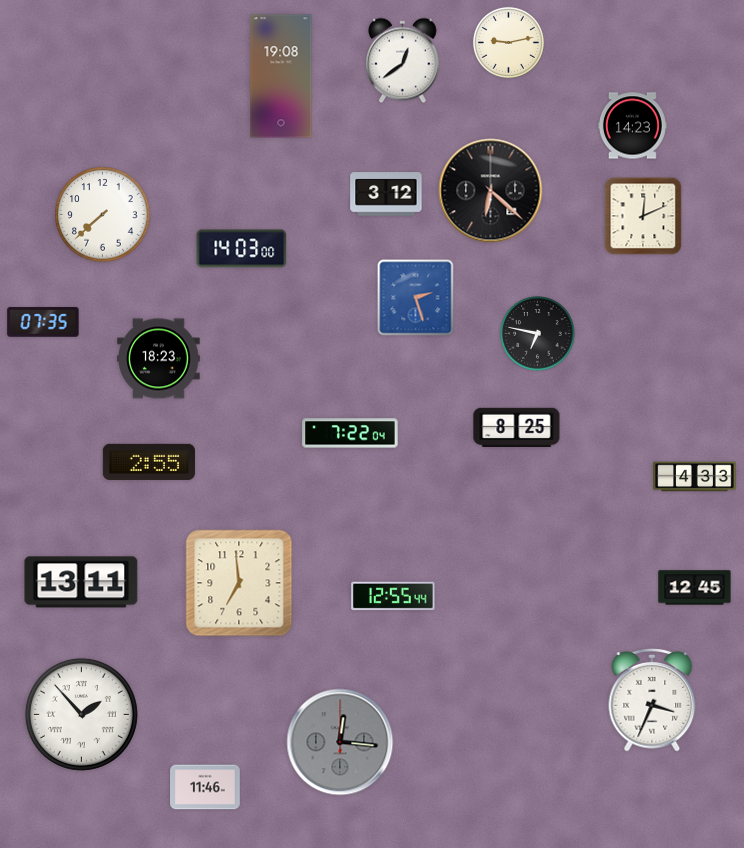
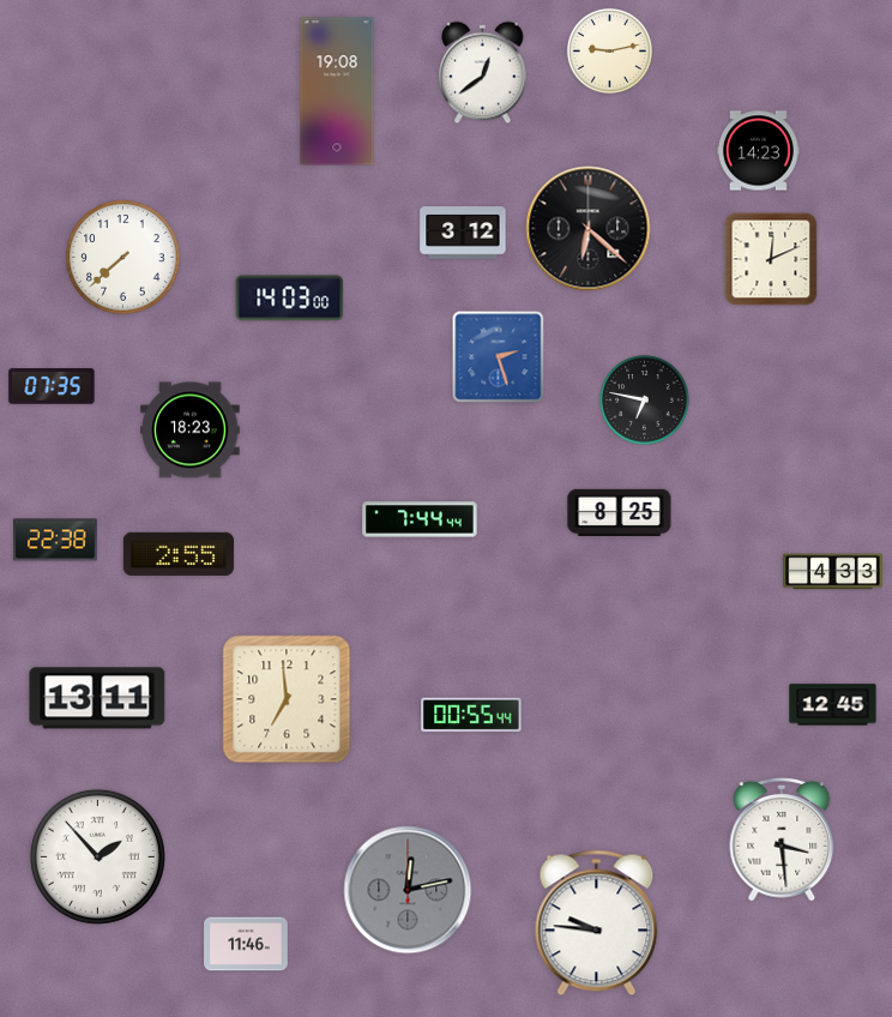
clock at (350, 433): 7:22 -> 7:44
clock at (55, 540): none -> 22:38
clock at (393, 596): 12:55 -> 00:55
clock at (652, 701): 3:34 -> 3:29
clock at (340, 742): 12:16 -> 12:13
clock at (597, 923): none -> 9:46
